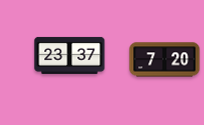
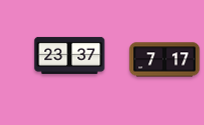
clock at (165, 60): 7:20 -> 7:17
